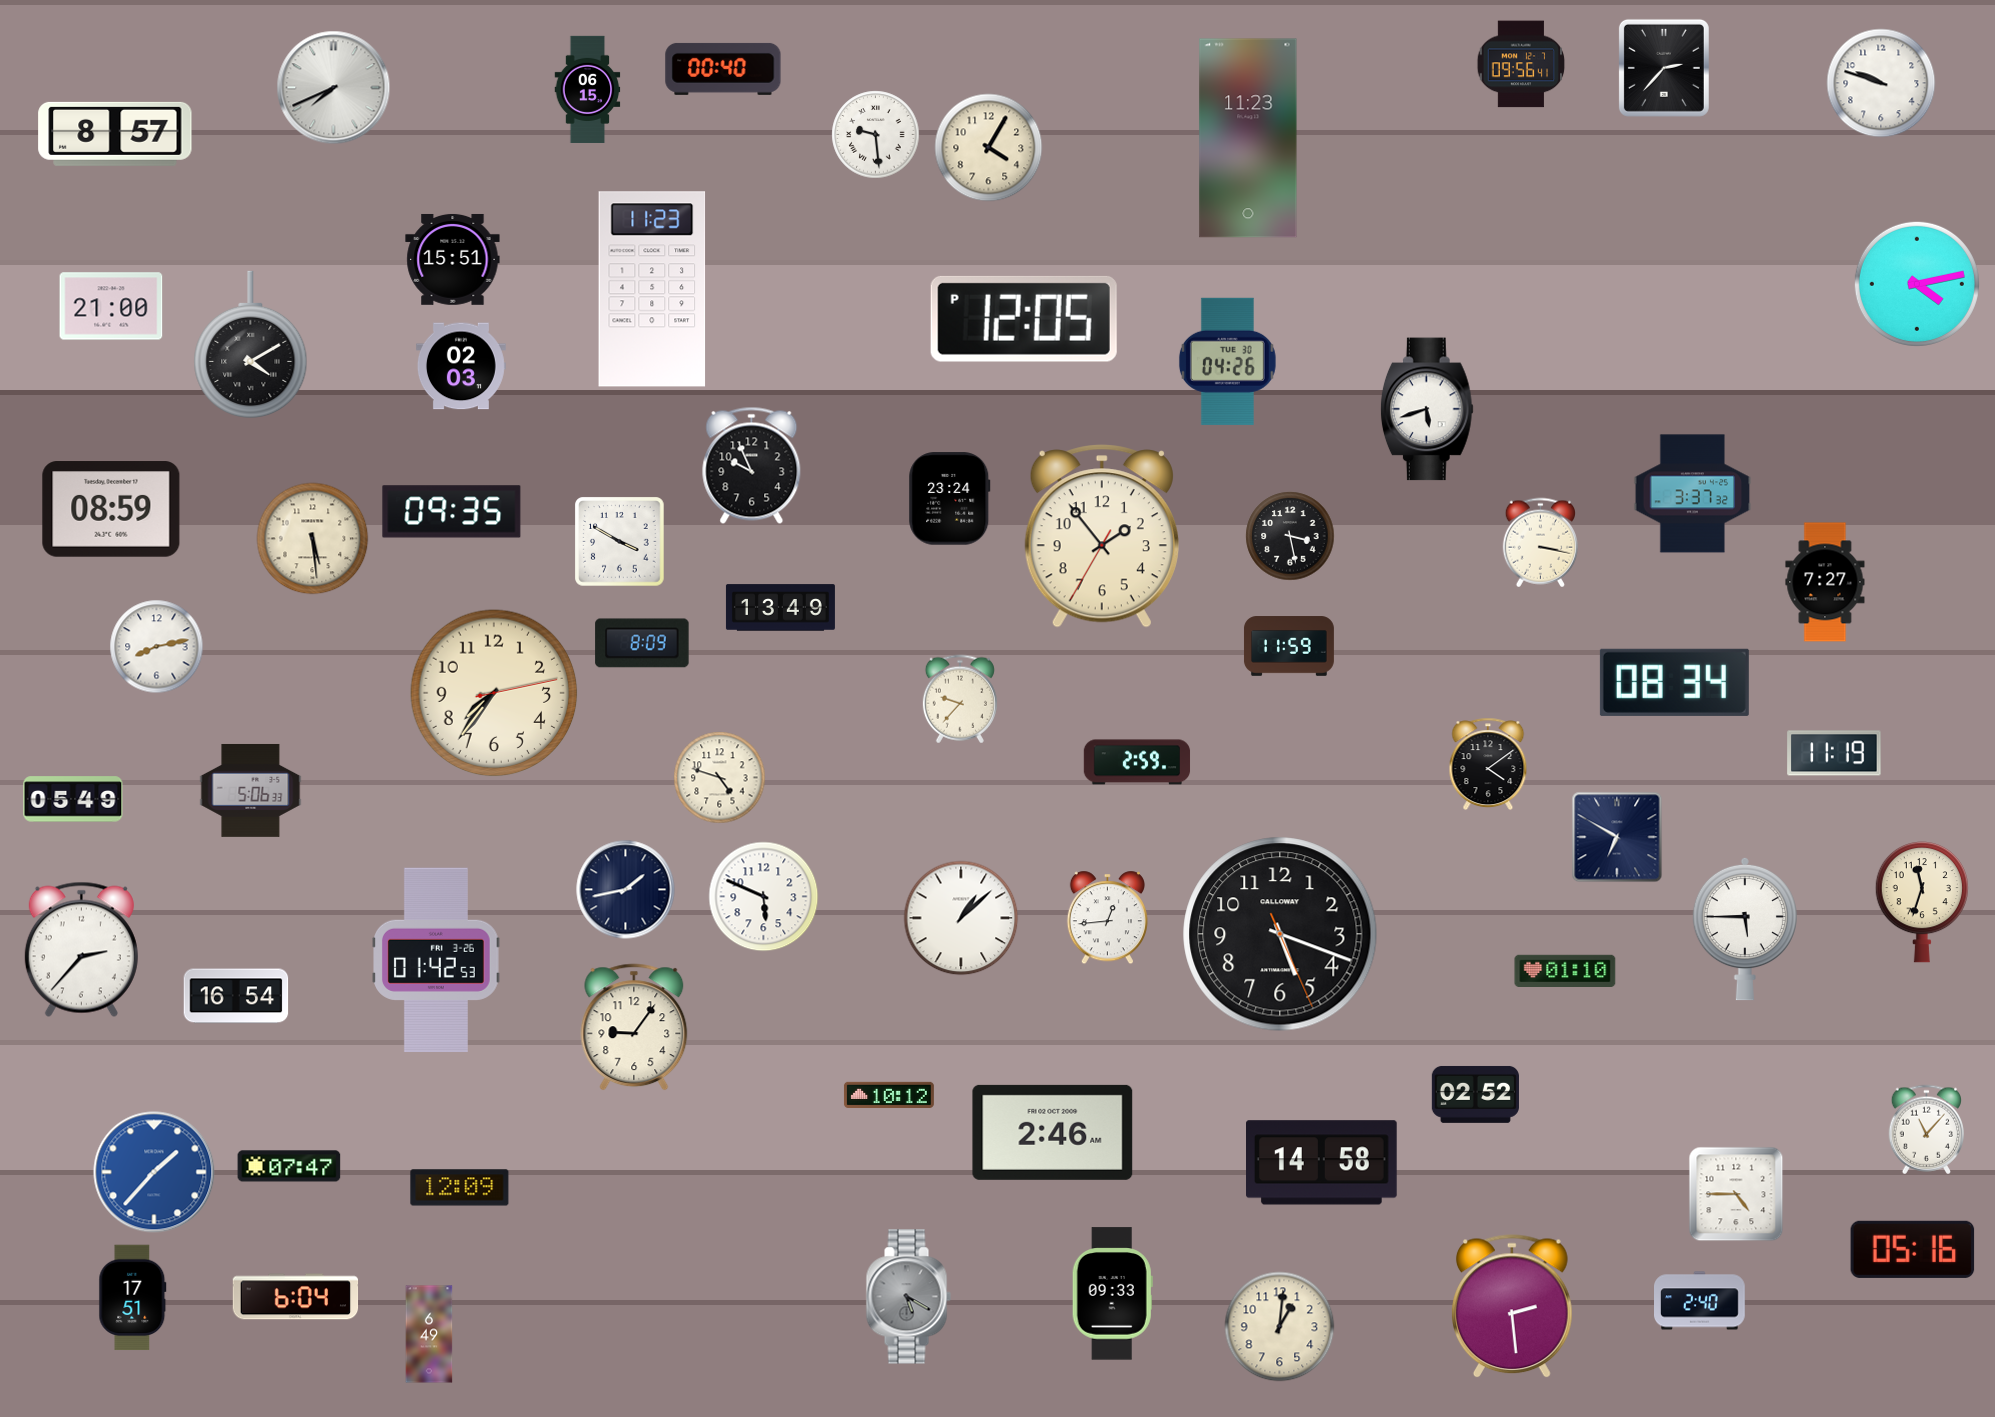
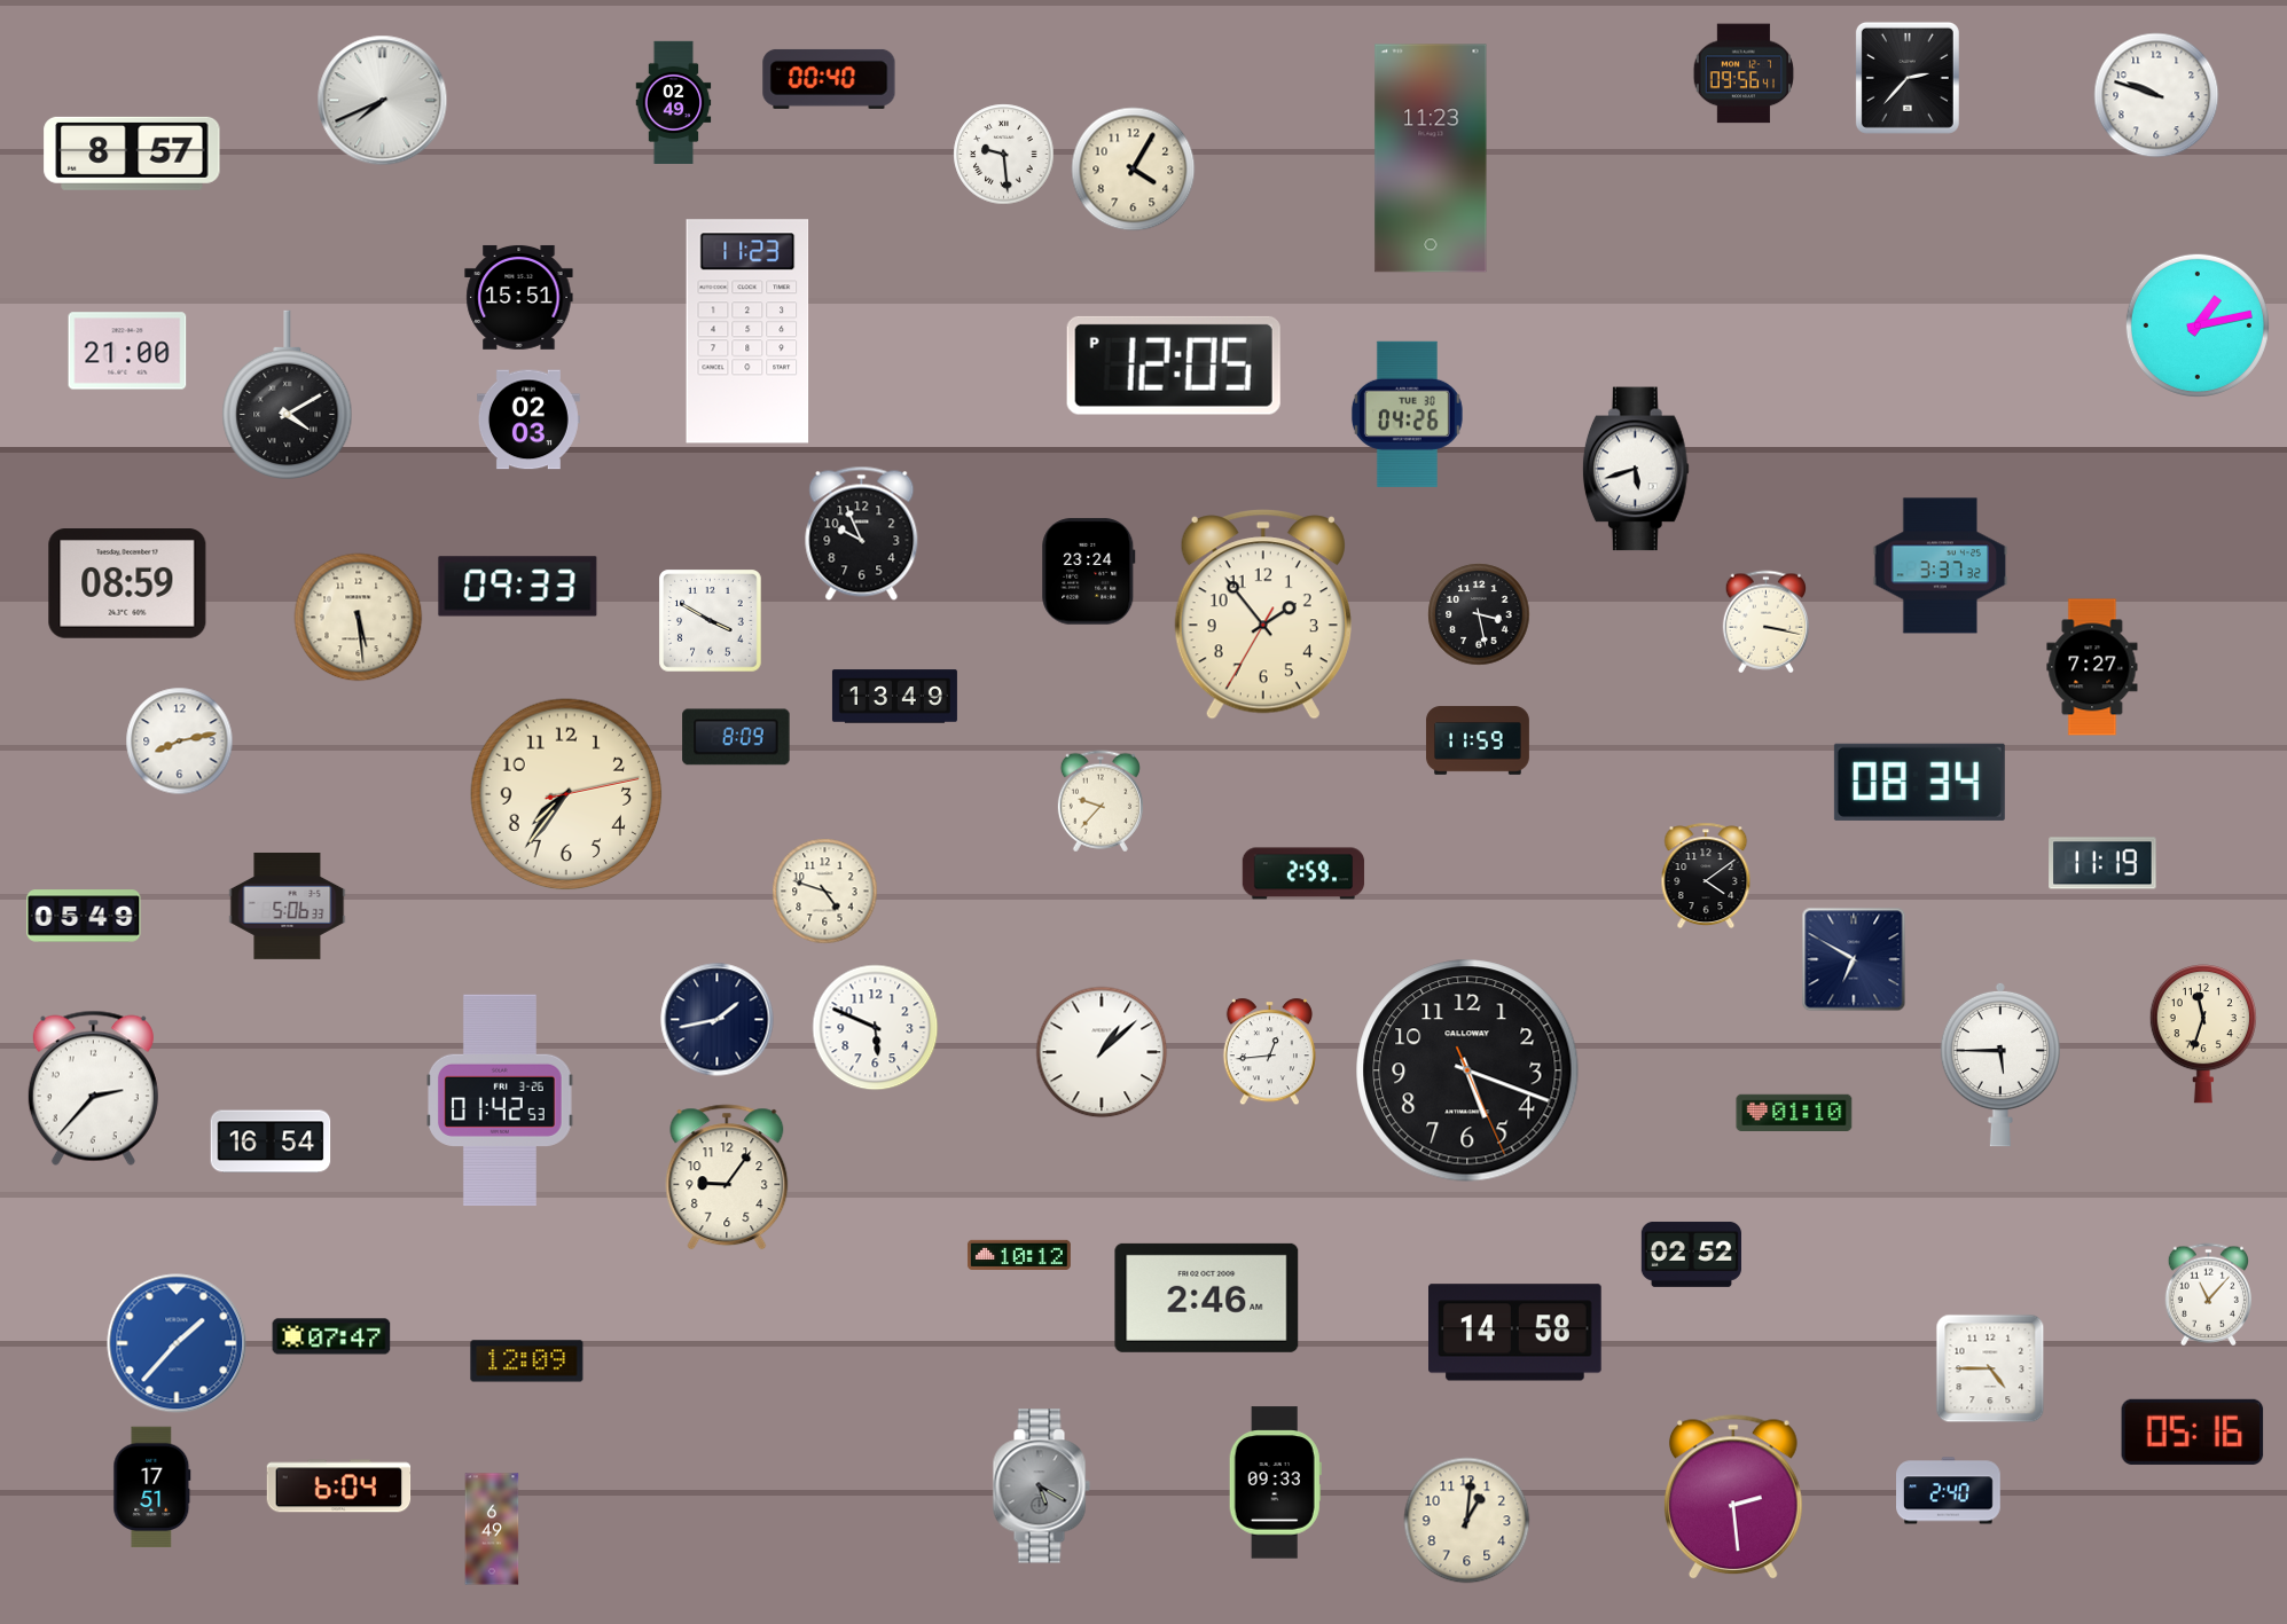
clock at (588, 89): 06:15 -> 02:49
clock at (1917, 284): 4:13 -> 1:13
clock at (452, 512): 09:35 -> 09:33
